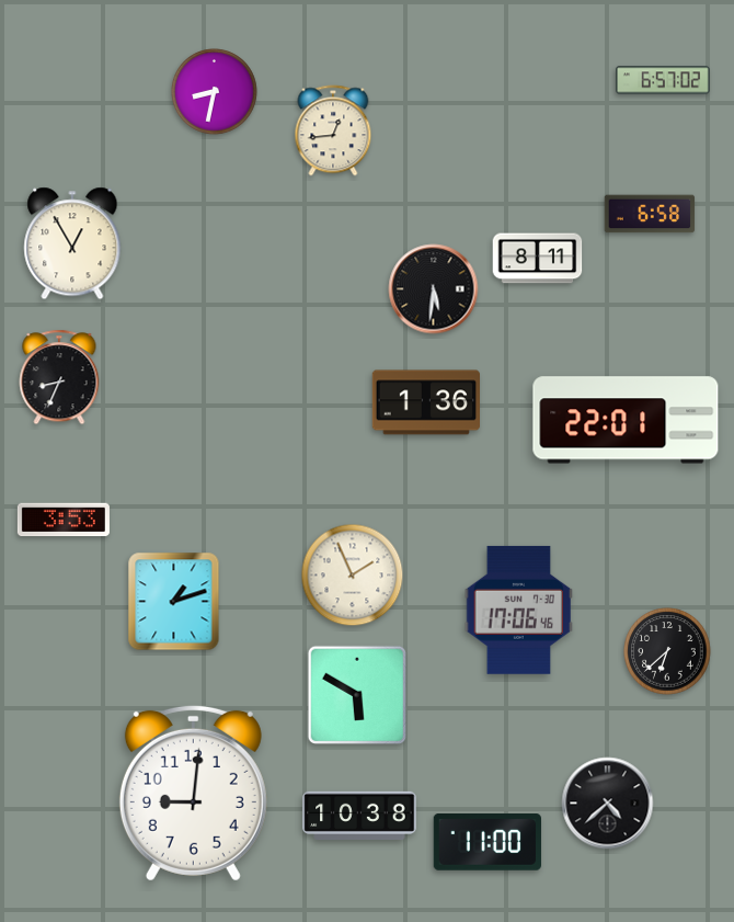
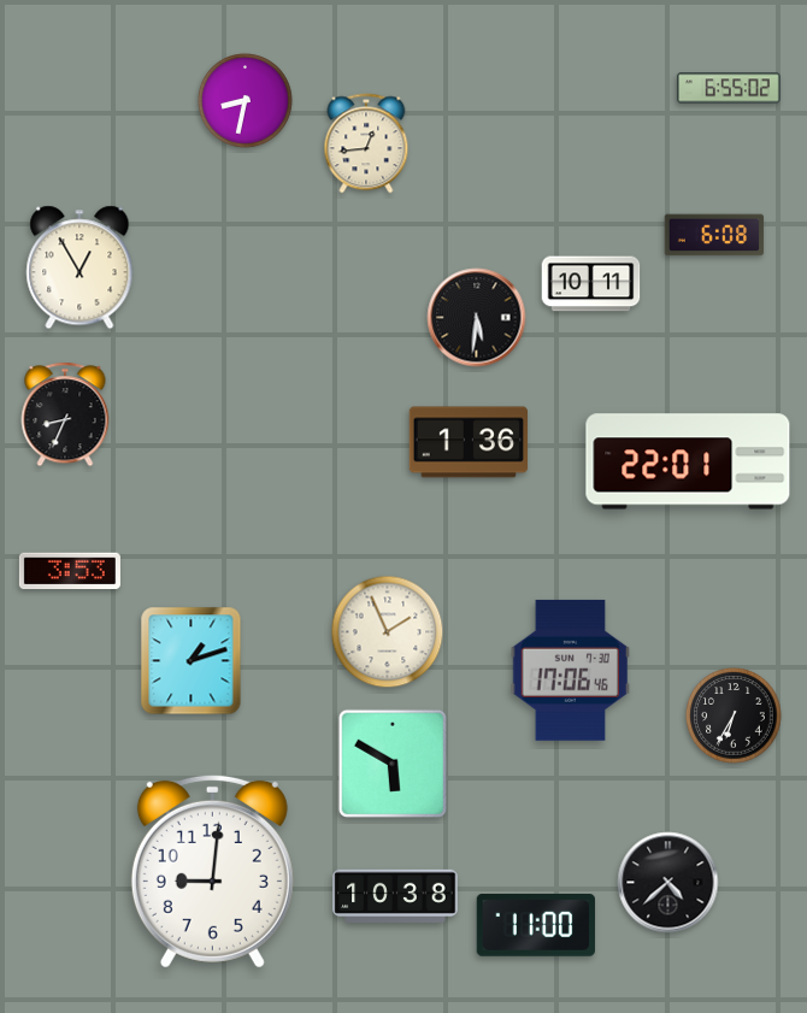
clock at (663, 80): 6:57 -> 6:55
clock at (215, 92) position: (215, 92) -> (246, 101)
clock at (650, 214): 6:58 -> 6:08
clock at (538, 259): 8:11 -> 10:11
clock at (667, 651): 6:38 -> 6:35
